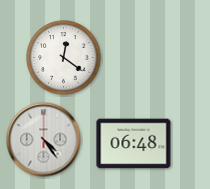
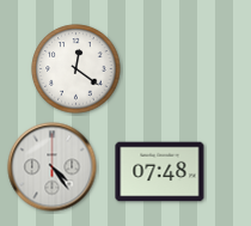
clock at (134, 144): 06:48 -> 07:48
